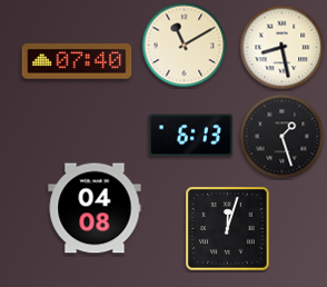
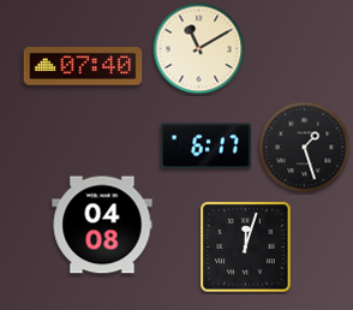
clock at (283, 48): 8:28 -> none
clock at (190, 136): 6:13 -> 6:17
